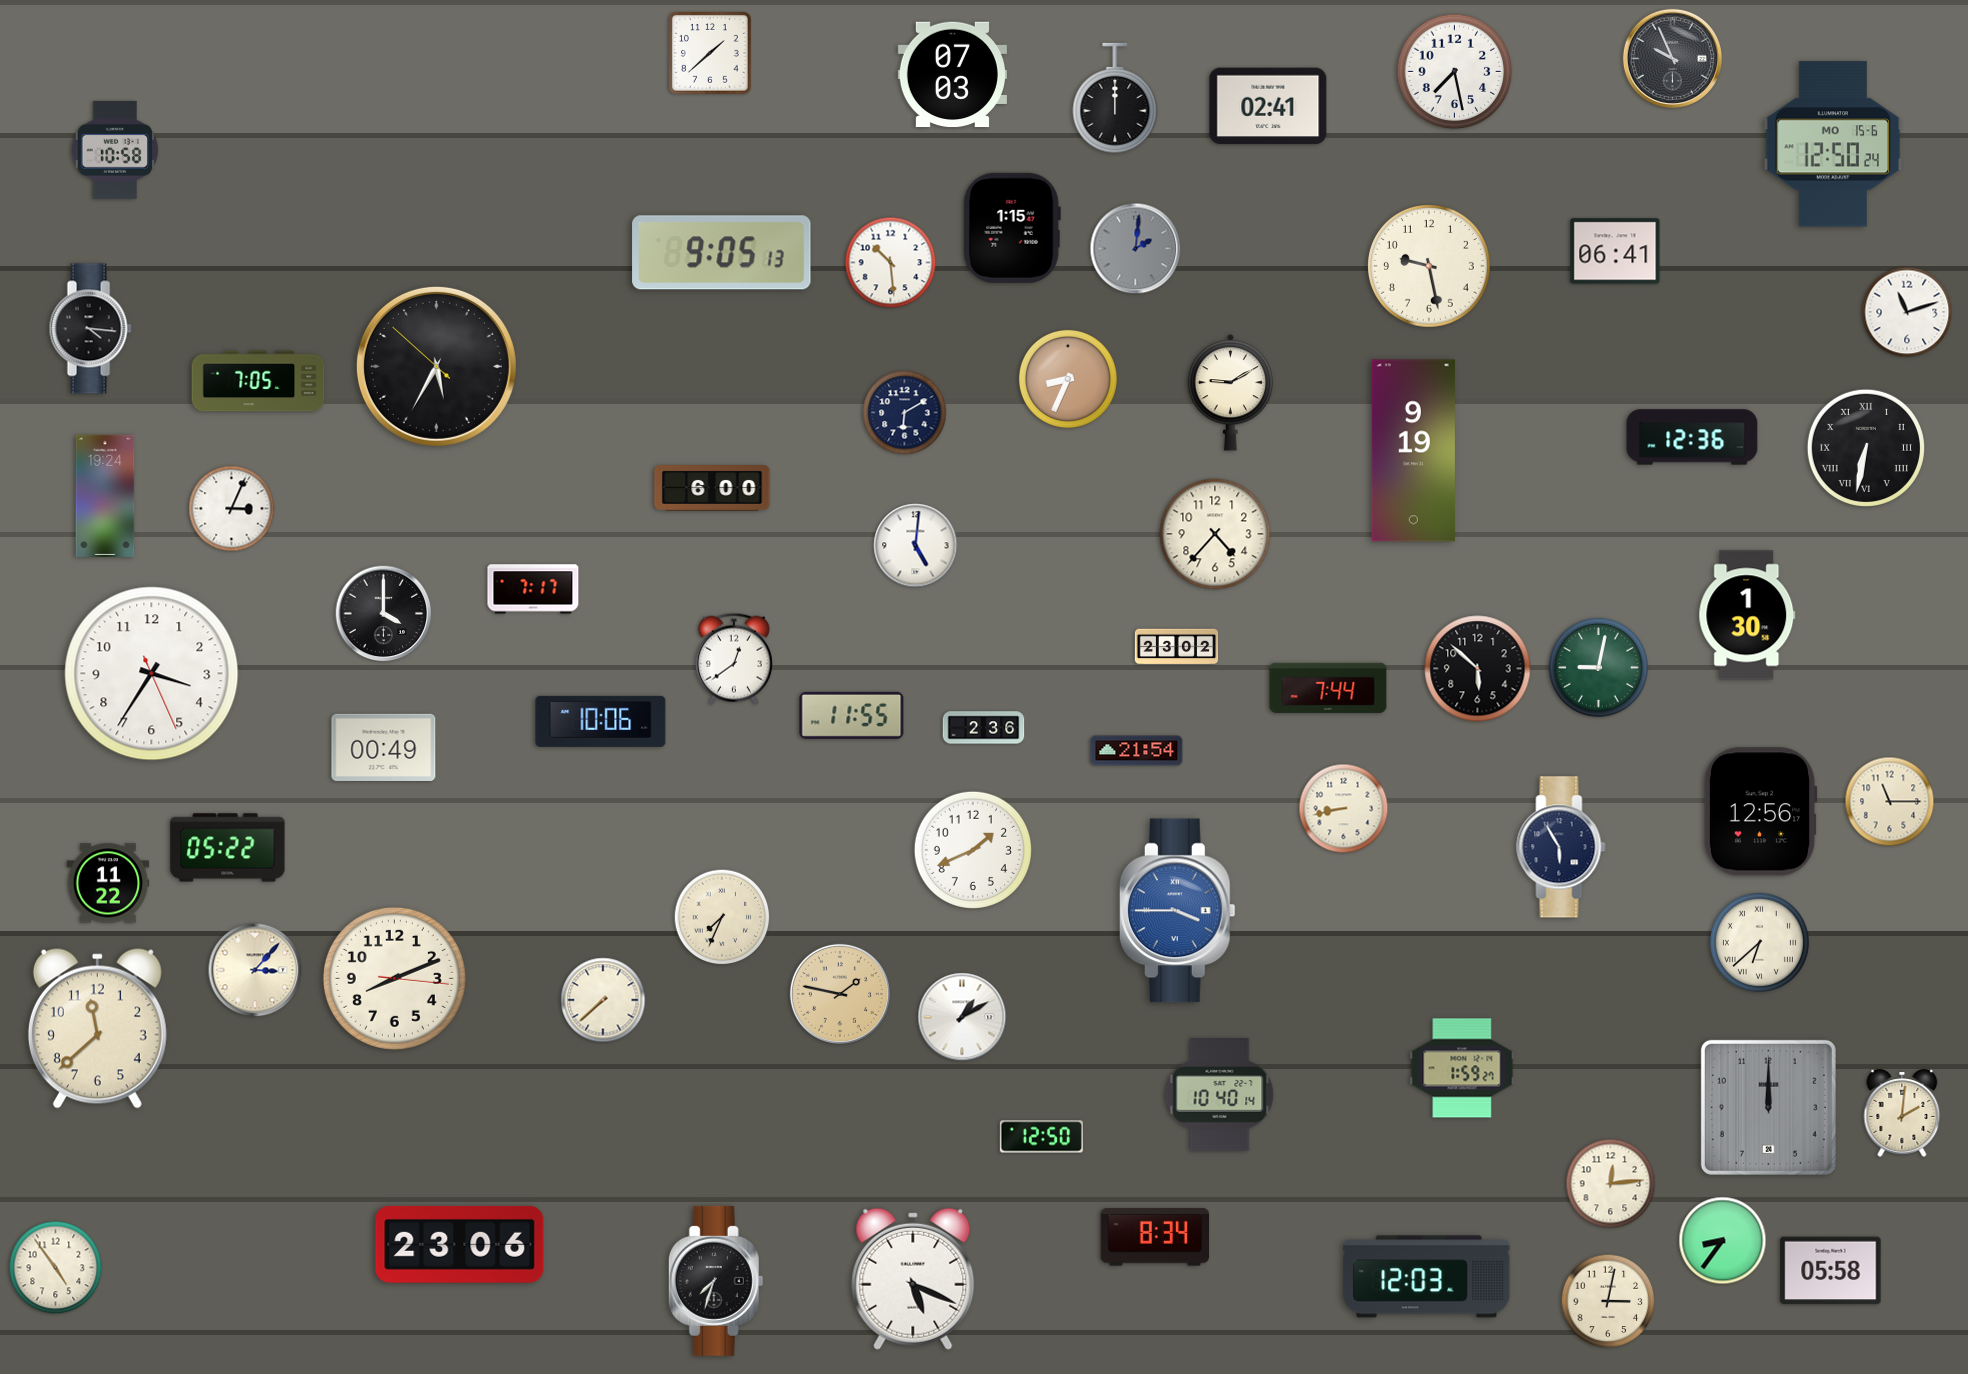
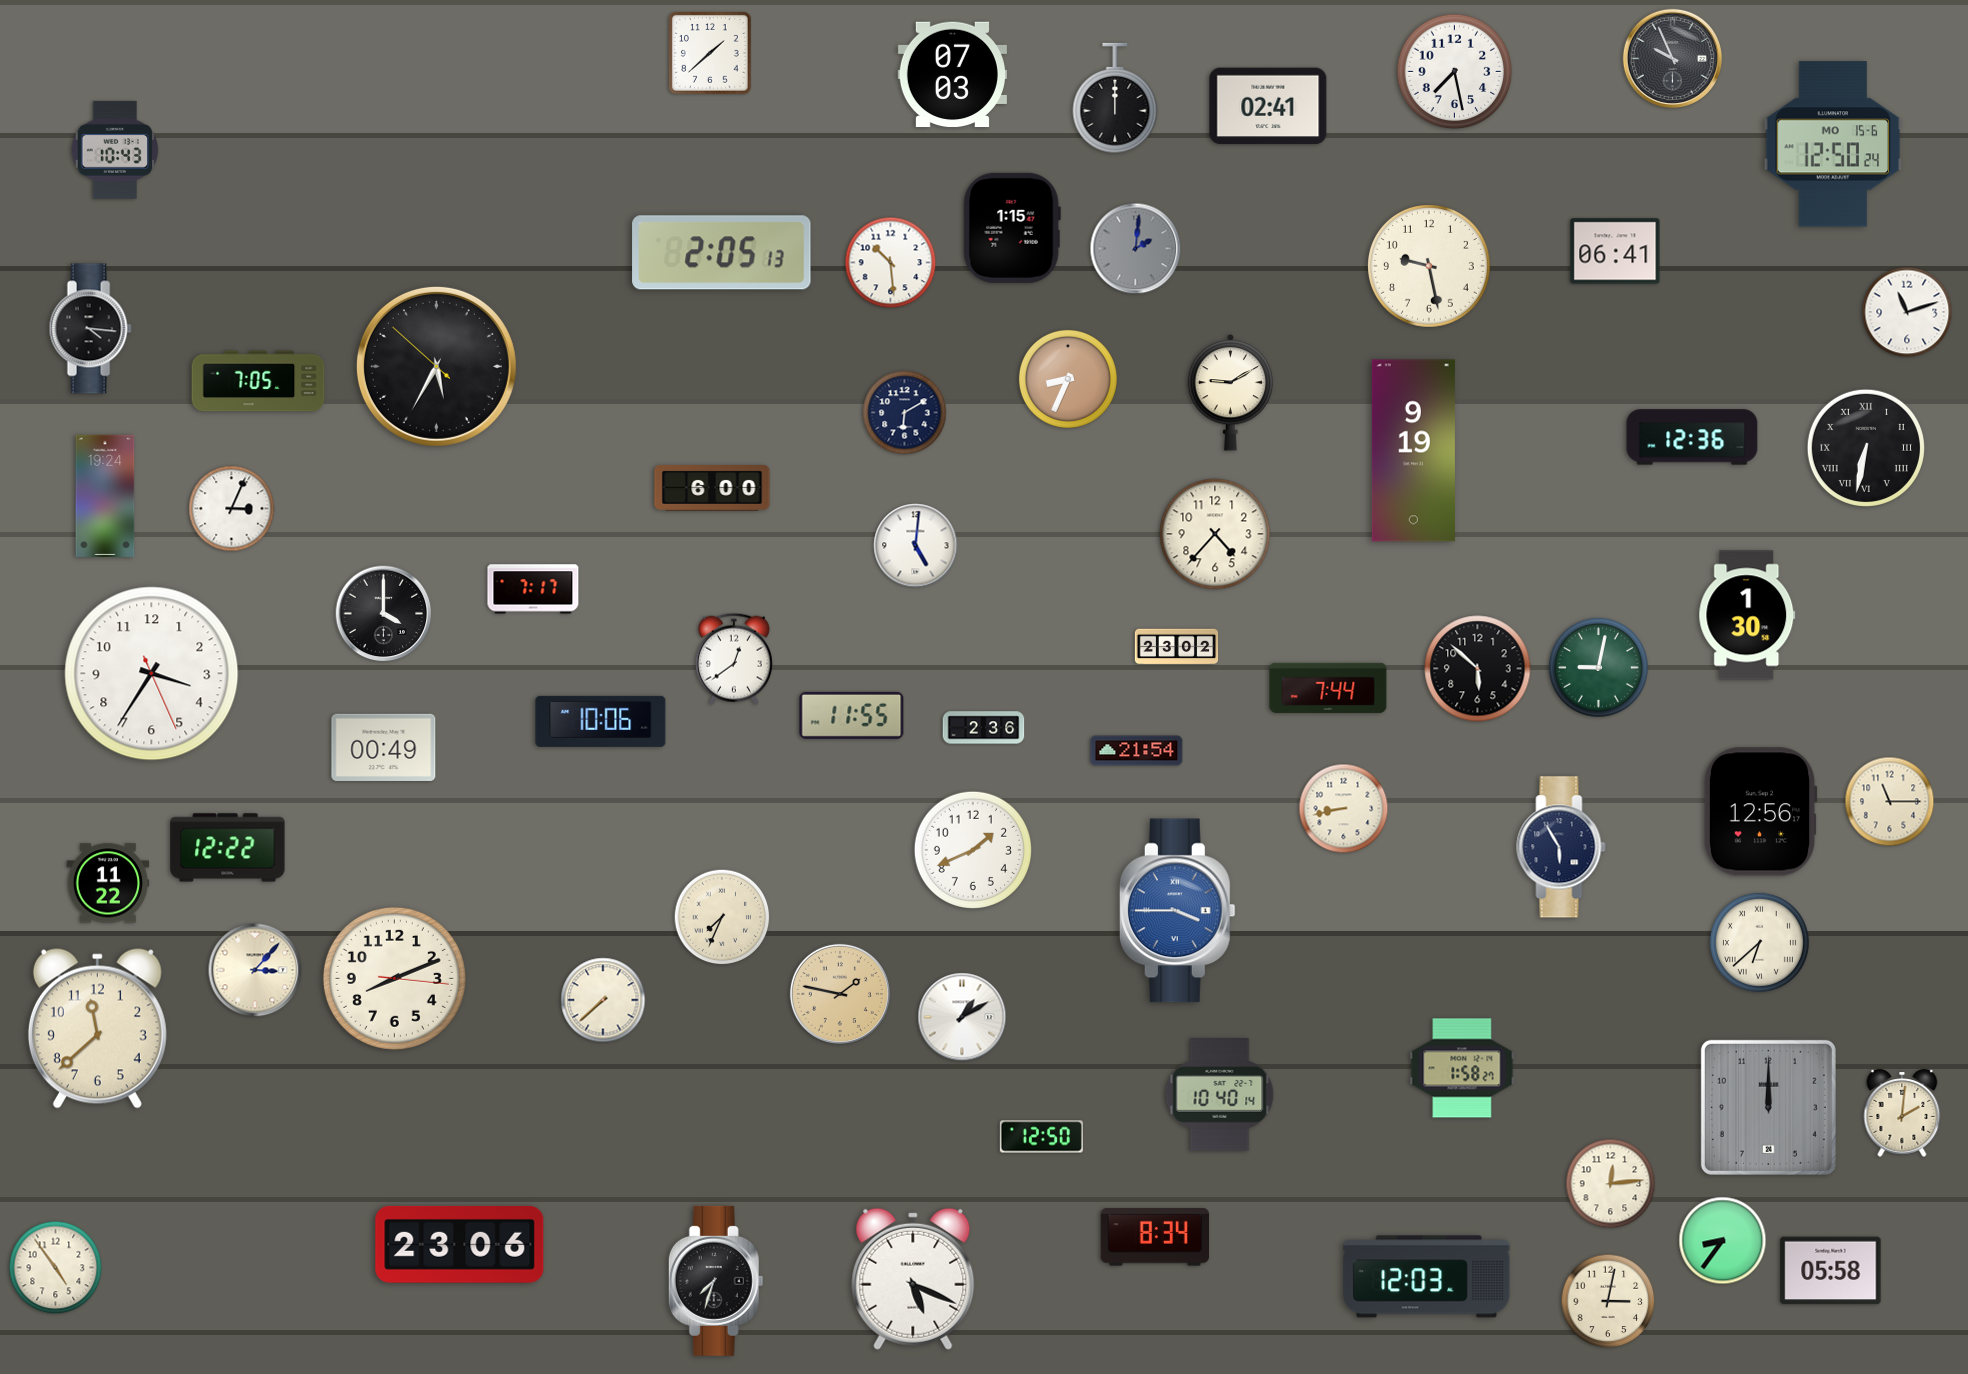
clock at (115, 150): 10:58 -> 10:43
clock at (722, 253): 9:05 -> 2:05
clock at (228, 848): 05:22 -> 12:22
clock at (1462, 1068): 1:59 -> 1:58
